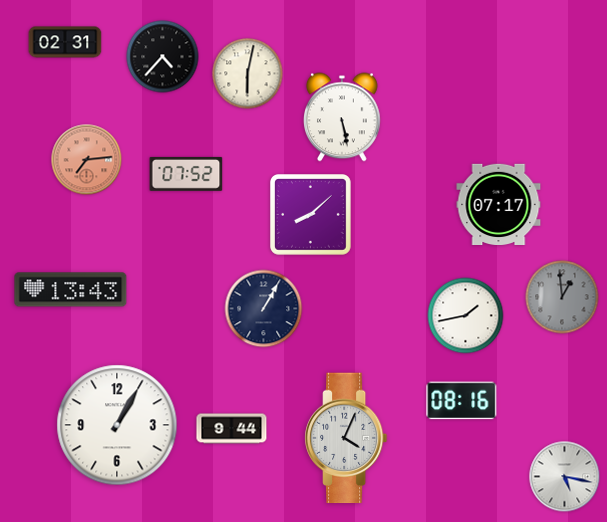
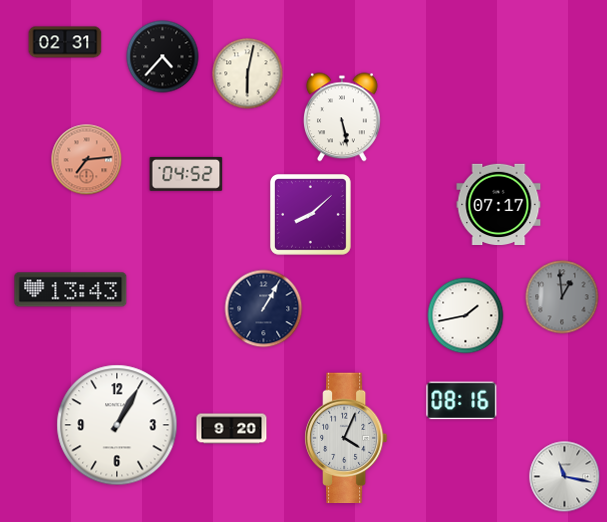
clock at (186, 174): 07:52 -> 04:52
clock at (232, 429): 9:44 -> 9:20
clock at (565, 477): 5:17 -> 11:17
